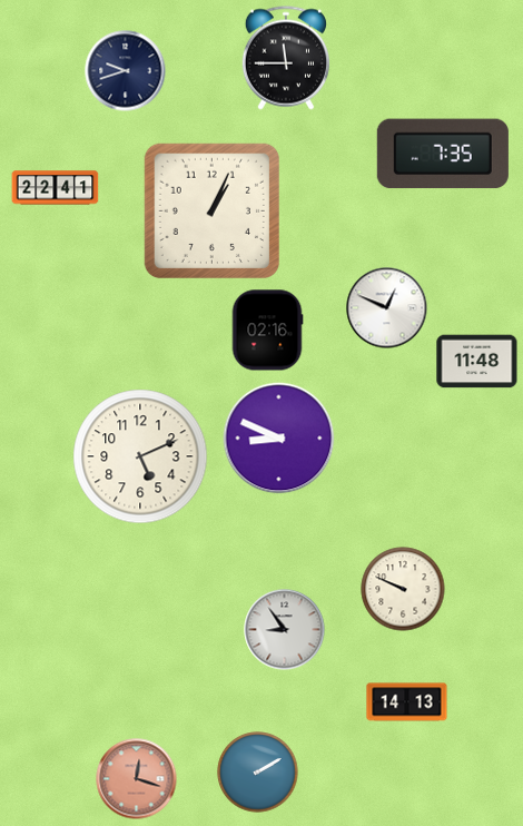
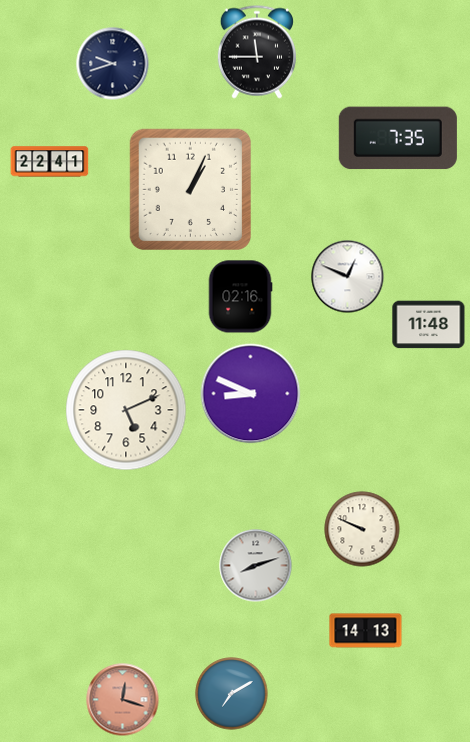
clock at (56, 188) position: (56, 188) -> (50, 162)
clock at (285, 630): 8:54 -> 8:12
clock at (258, 773): 2:10 -> 7:10
